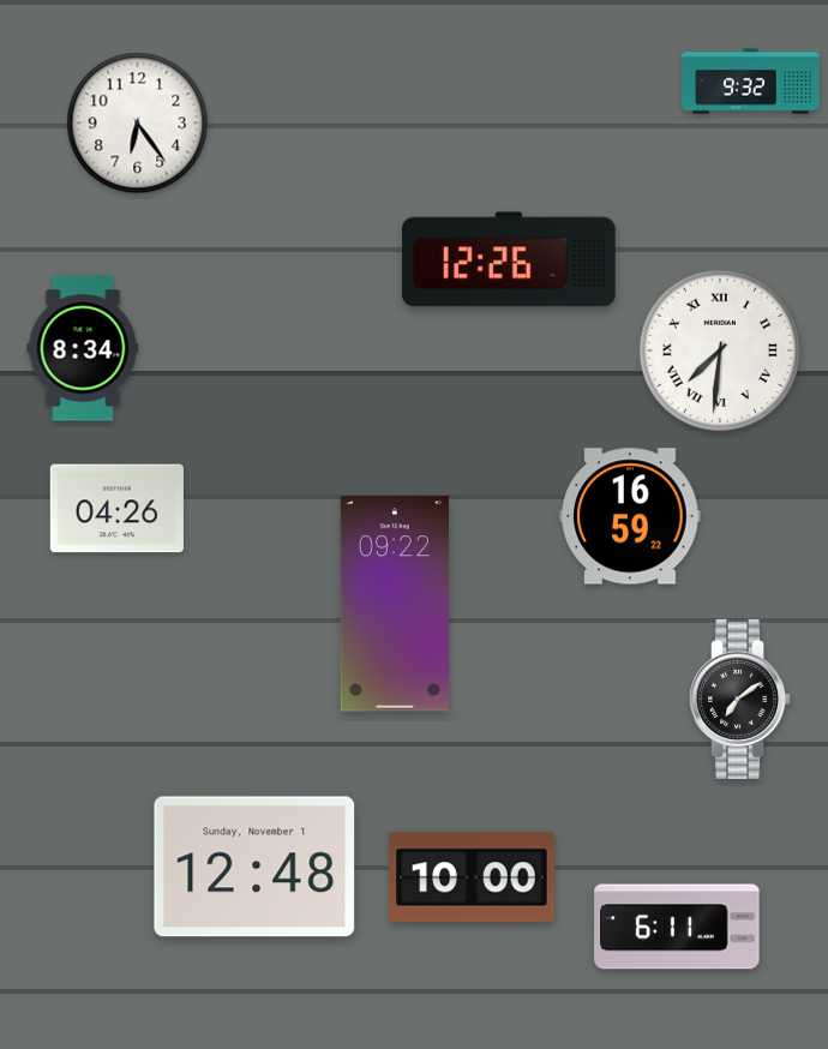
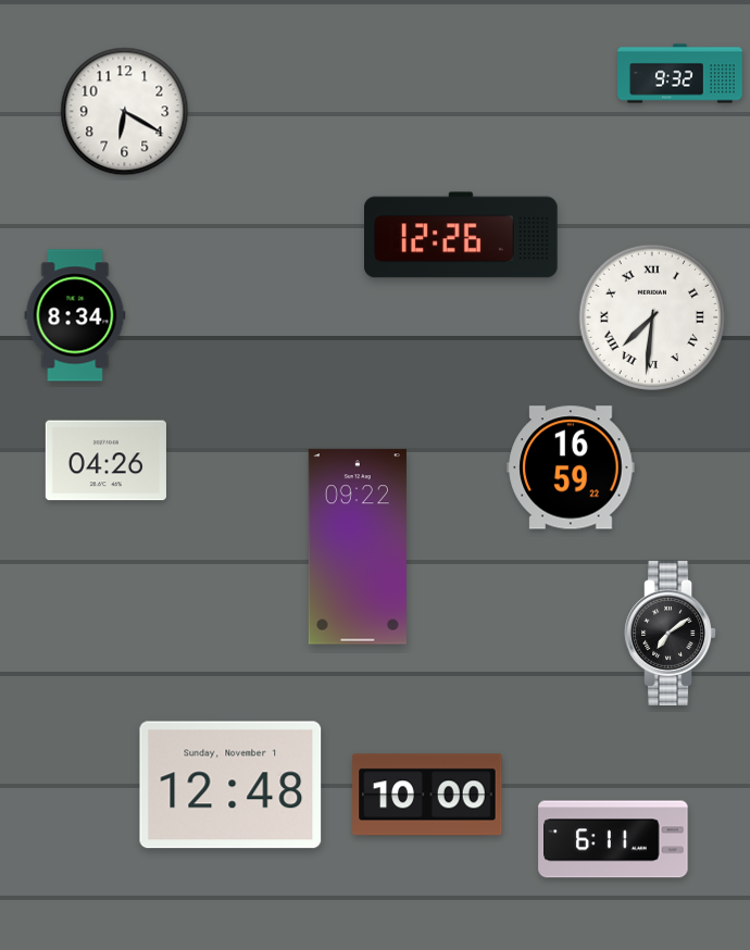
clock at (138, 124): 6:24 -> 6:20
